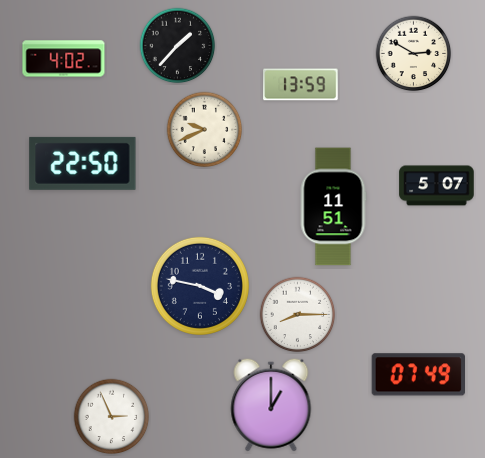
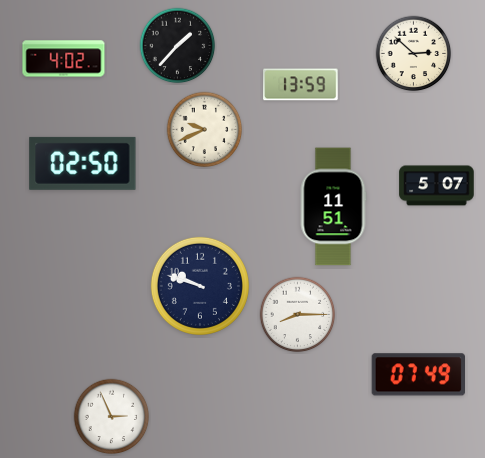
clock at (414, 54): 2:50 -> 2:52
clock at (83, 163): 22:50 -> 02:50
clock at (200, 286): 3:47 -> 9:48
clock at (271, 405): 1:00 -> none
